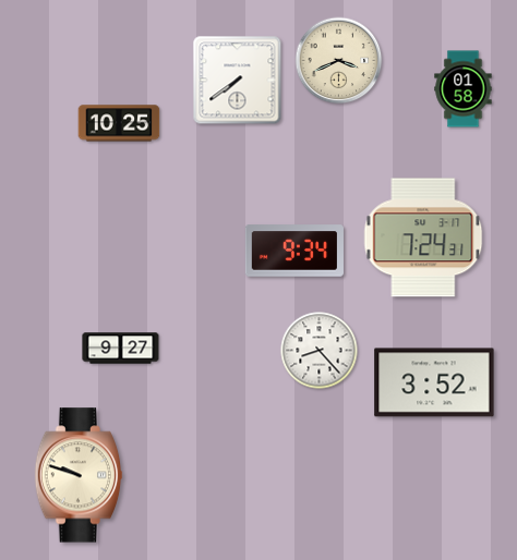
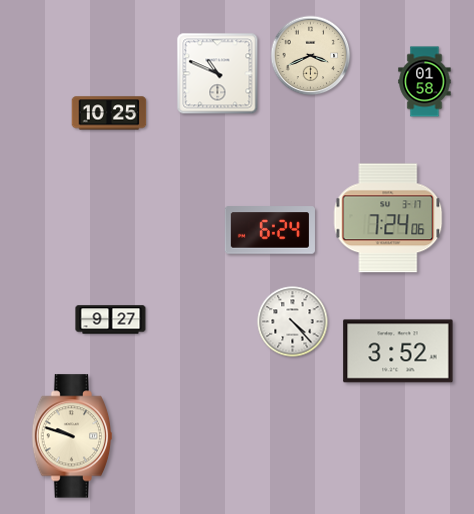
clock at (238, 81): 7:39 -> 10:49
clock at (423, 238): 7:24:31 -> 7:24:06
clock at (294, 251): 9:34 -> 6:24
clock at (320, 351): 8:23 -> 4:23
